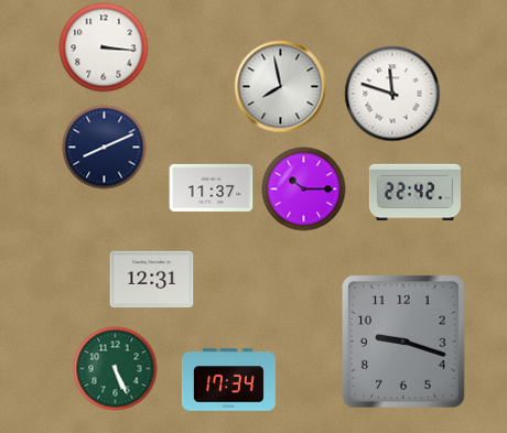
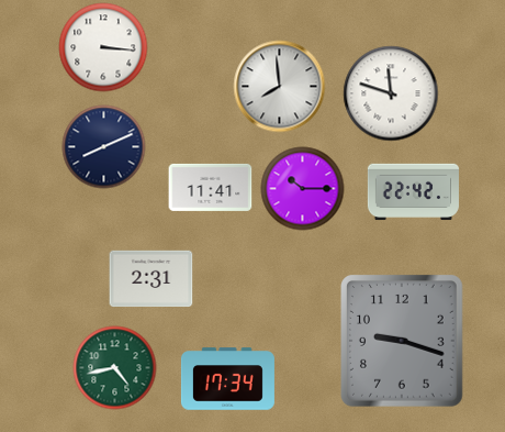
clock at (281, 87): 7:58 -> 7:59
clock at (212, 187): 11:37 -> 11:41
clock at (152, 280): 12:31 -> 2:31
clock at (116, 369): 5:26 -> 4:43
